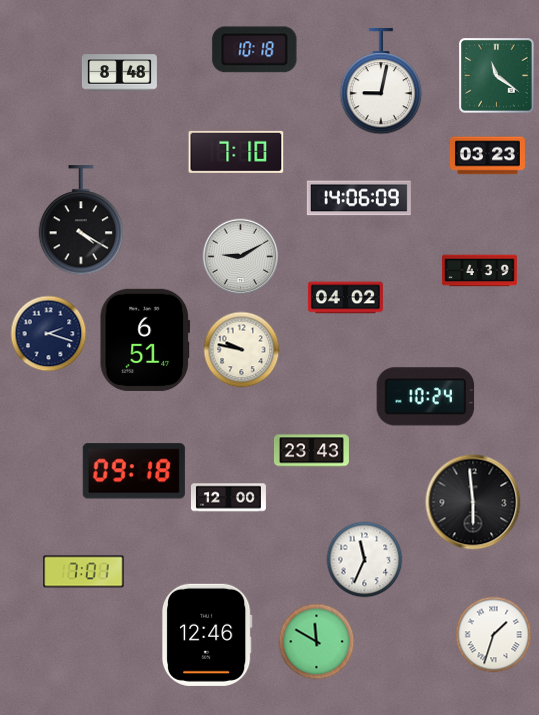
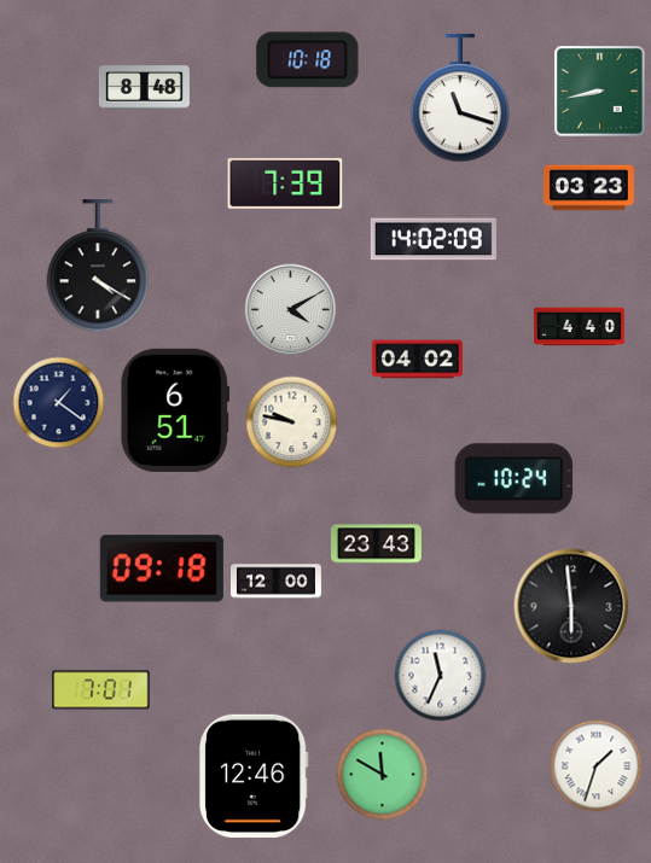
clock at (497, 76): 11:21 -> 8:43
clock at (381, 81): 9:02 -> 11:18
clock at (236, 152): 7:10 -> 7:39
clock at (359, 198): 14:06 -> 14:02
clock at (241, 257): 9:10 -> 4:10
clock at (479, 271): 4:39 -> 4:40
clock at (49, 334): 2:18 -> 1:21
clock at (228, 498) position: (228, 498) -> (275, 582)
clock at (207, 635) position: (207, 635) -> (254, 776)
